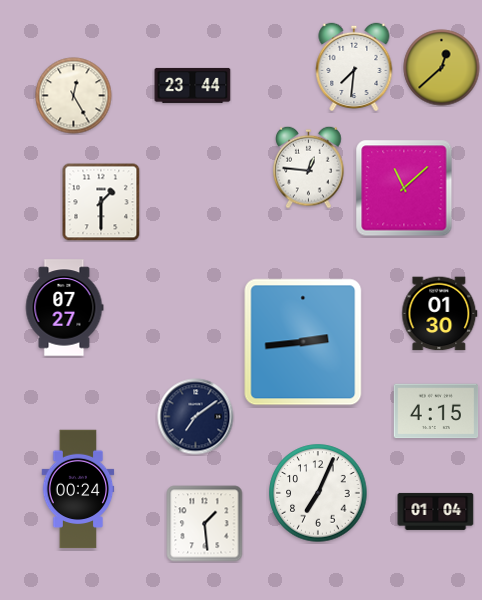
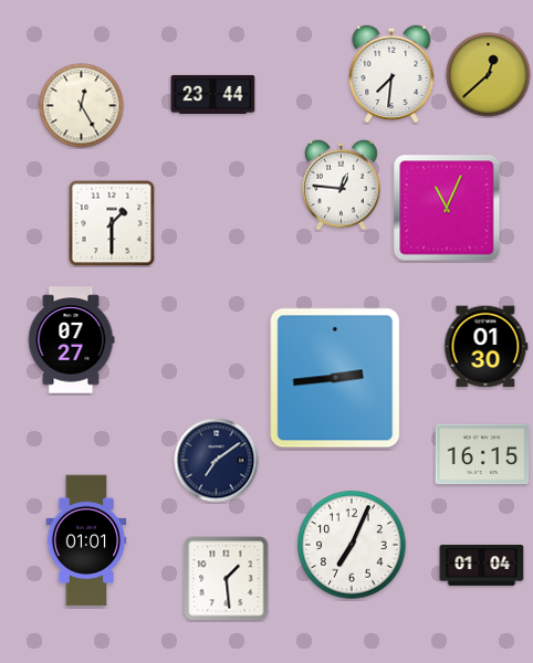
clock at (404, 188): 11:08 -> 11:04
clock at (436, 411): 4:15 -> 16:15
clock at (78, 489): 00:24 -> 01:01
